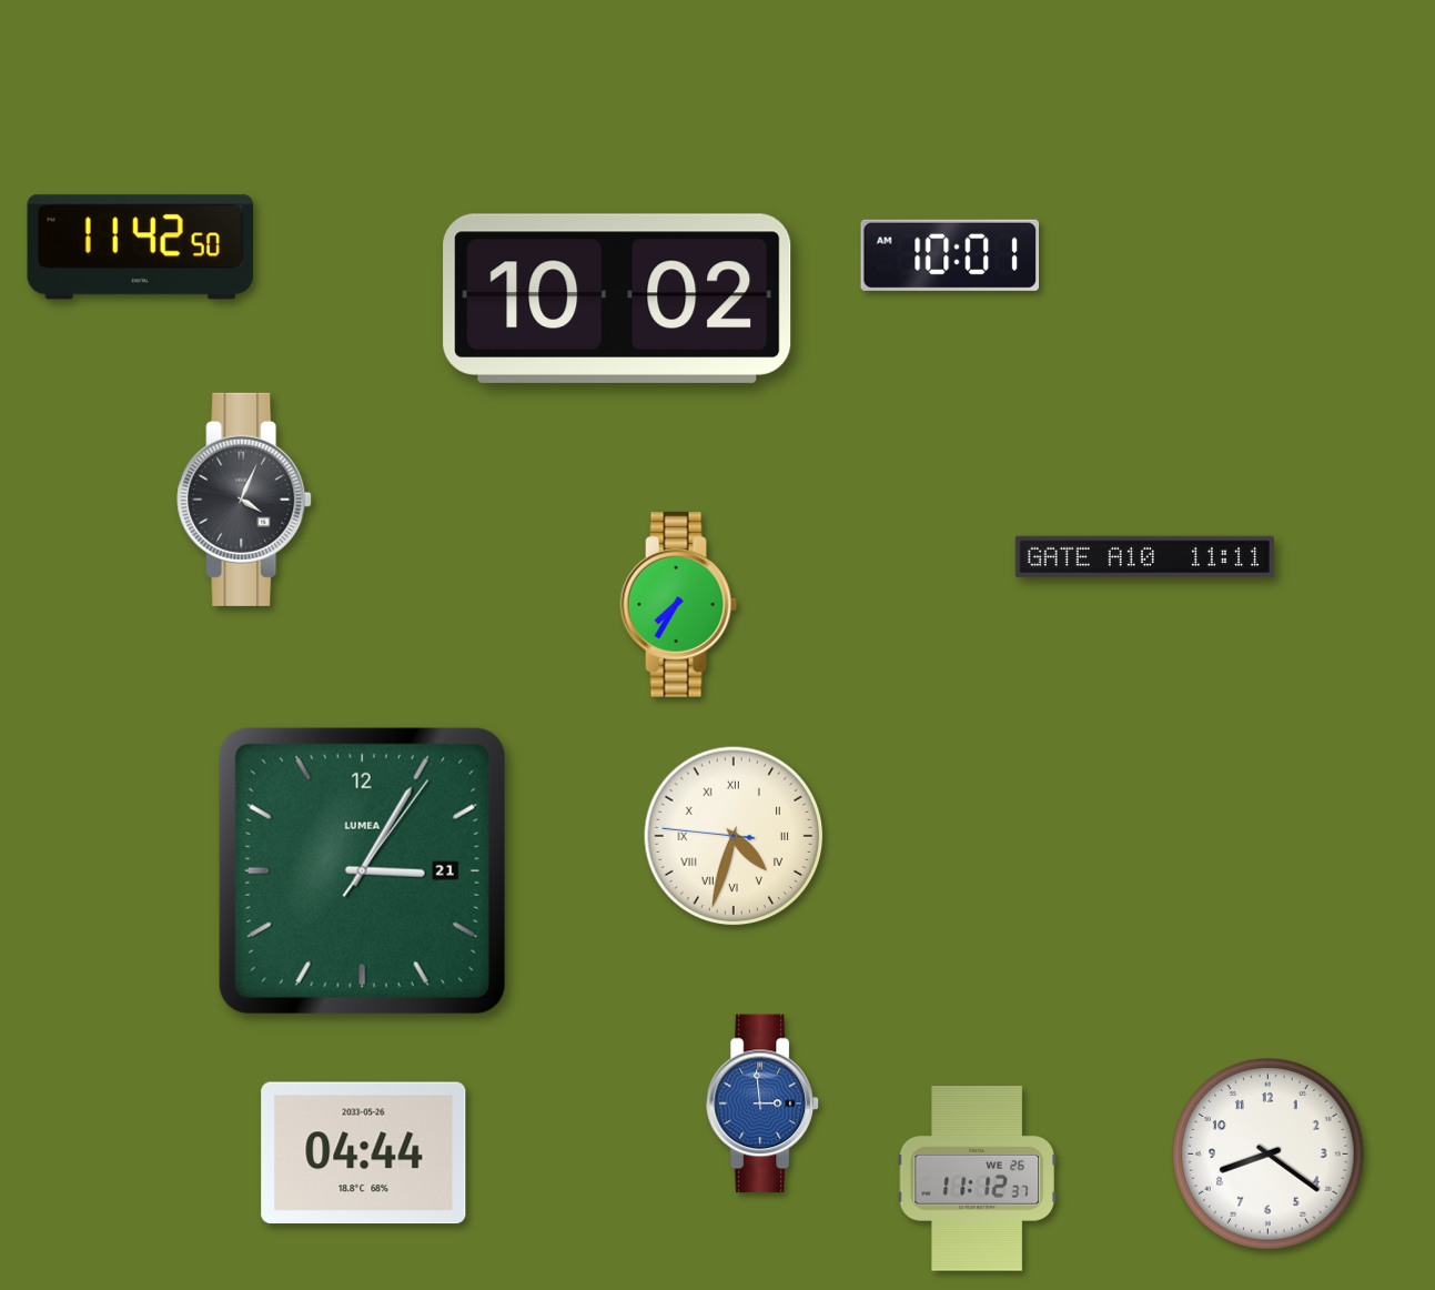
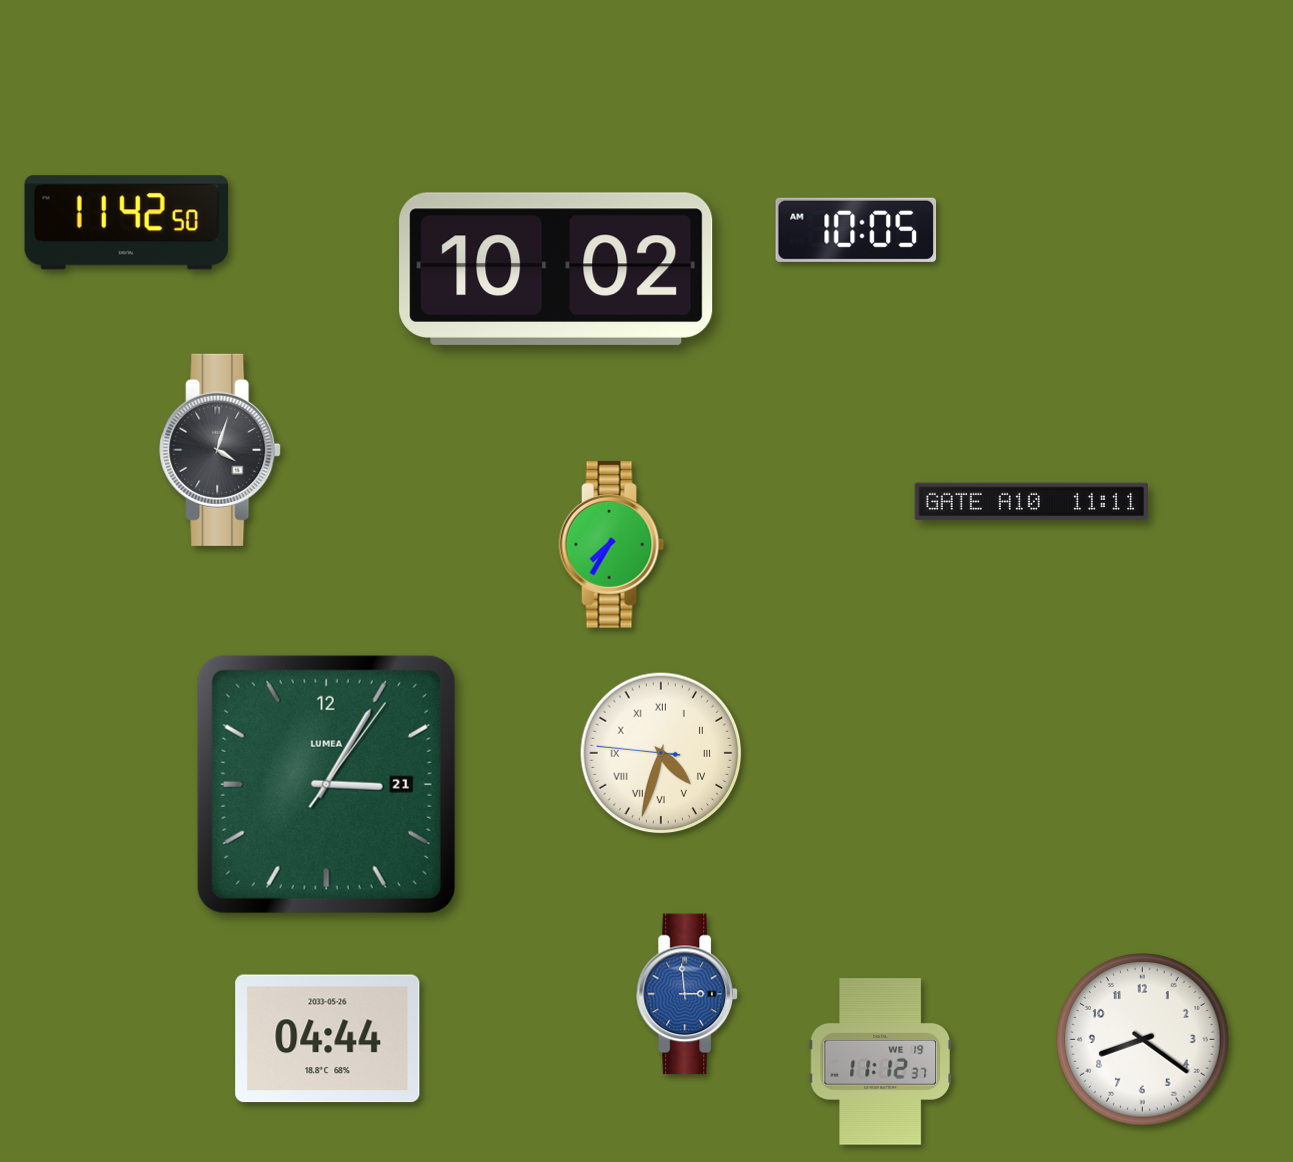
clock at (950, 255): 10:01 -> 10:05
clock at (244, 500): 4:04 -> 4:03
clock at (977, 1179) date: WE 26 -> WE 19
